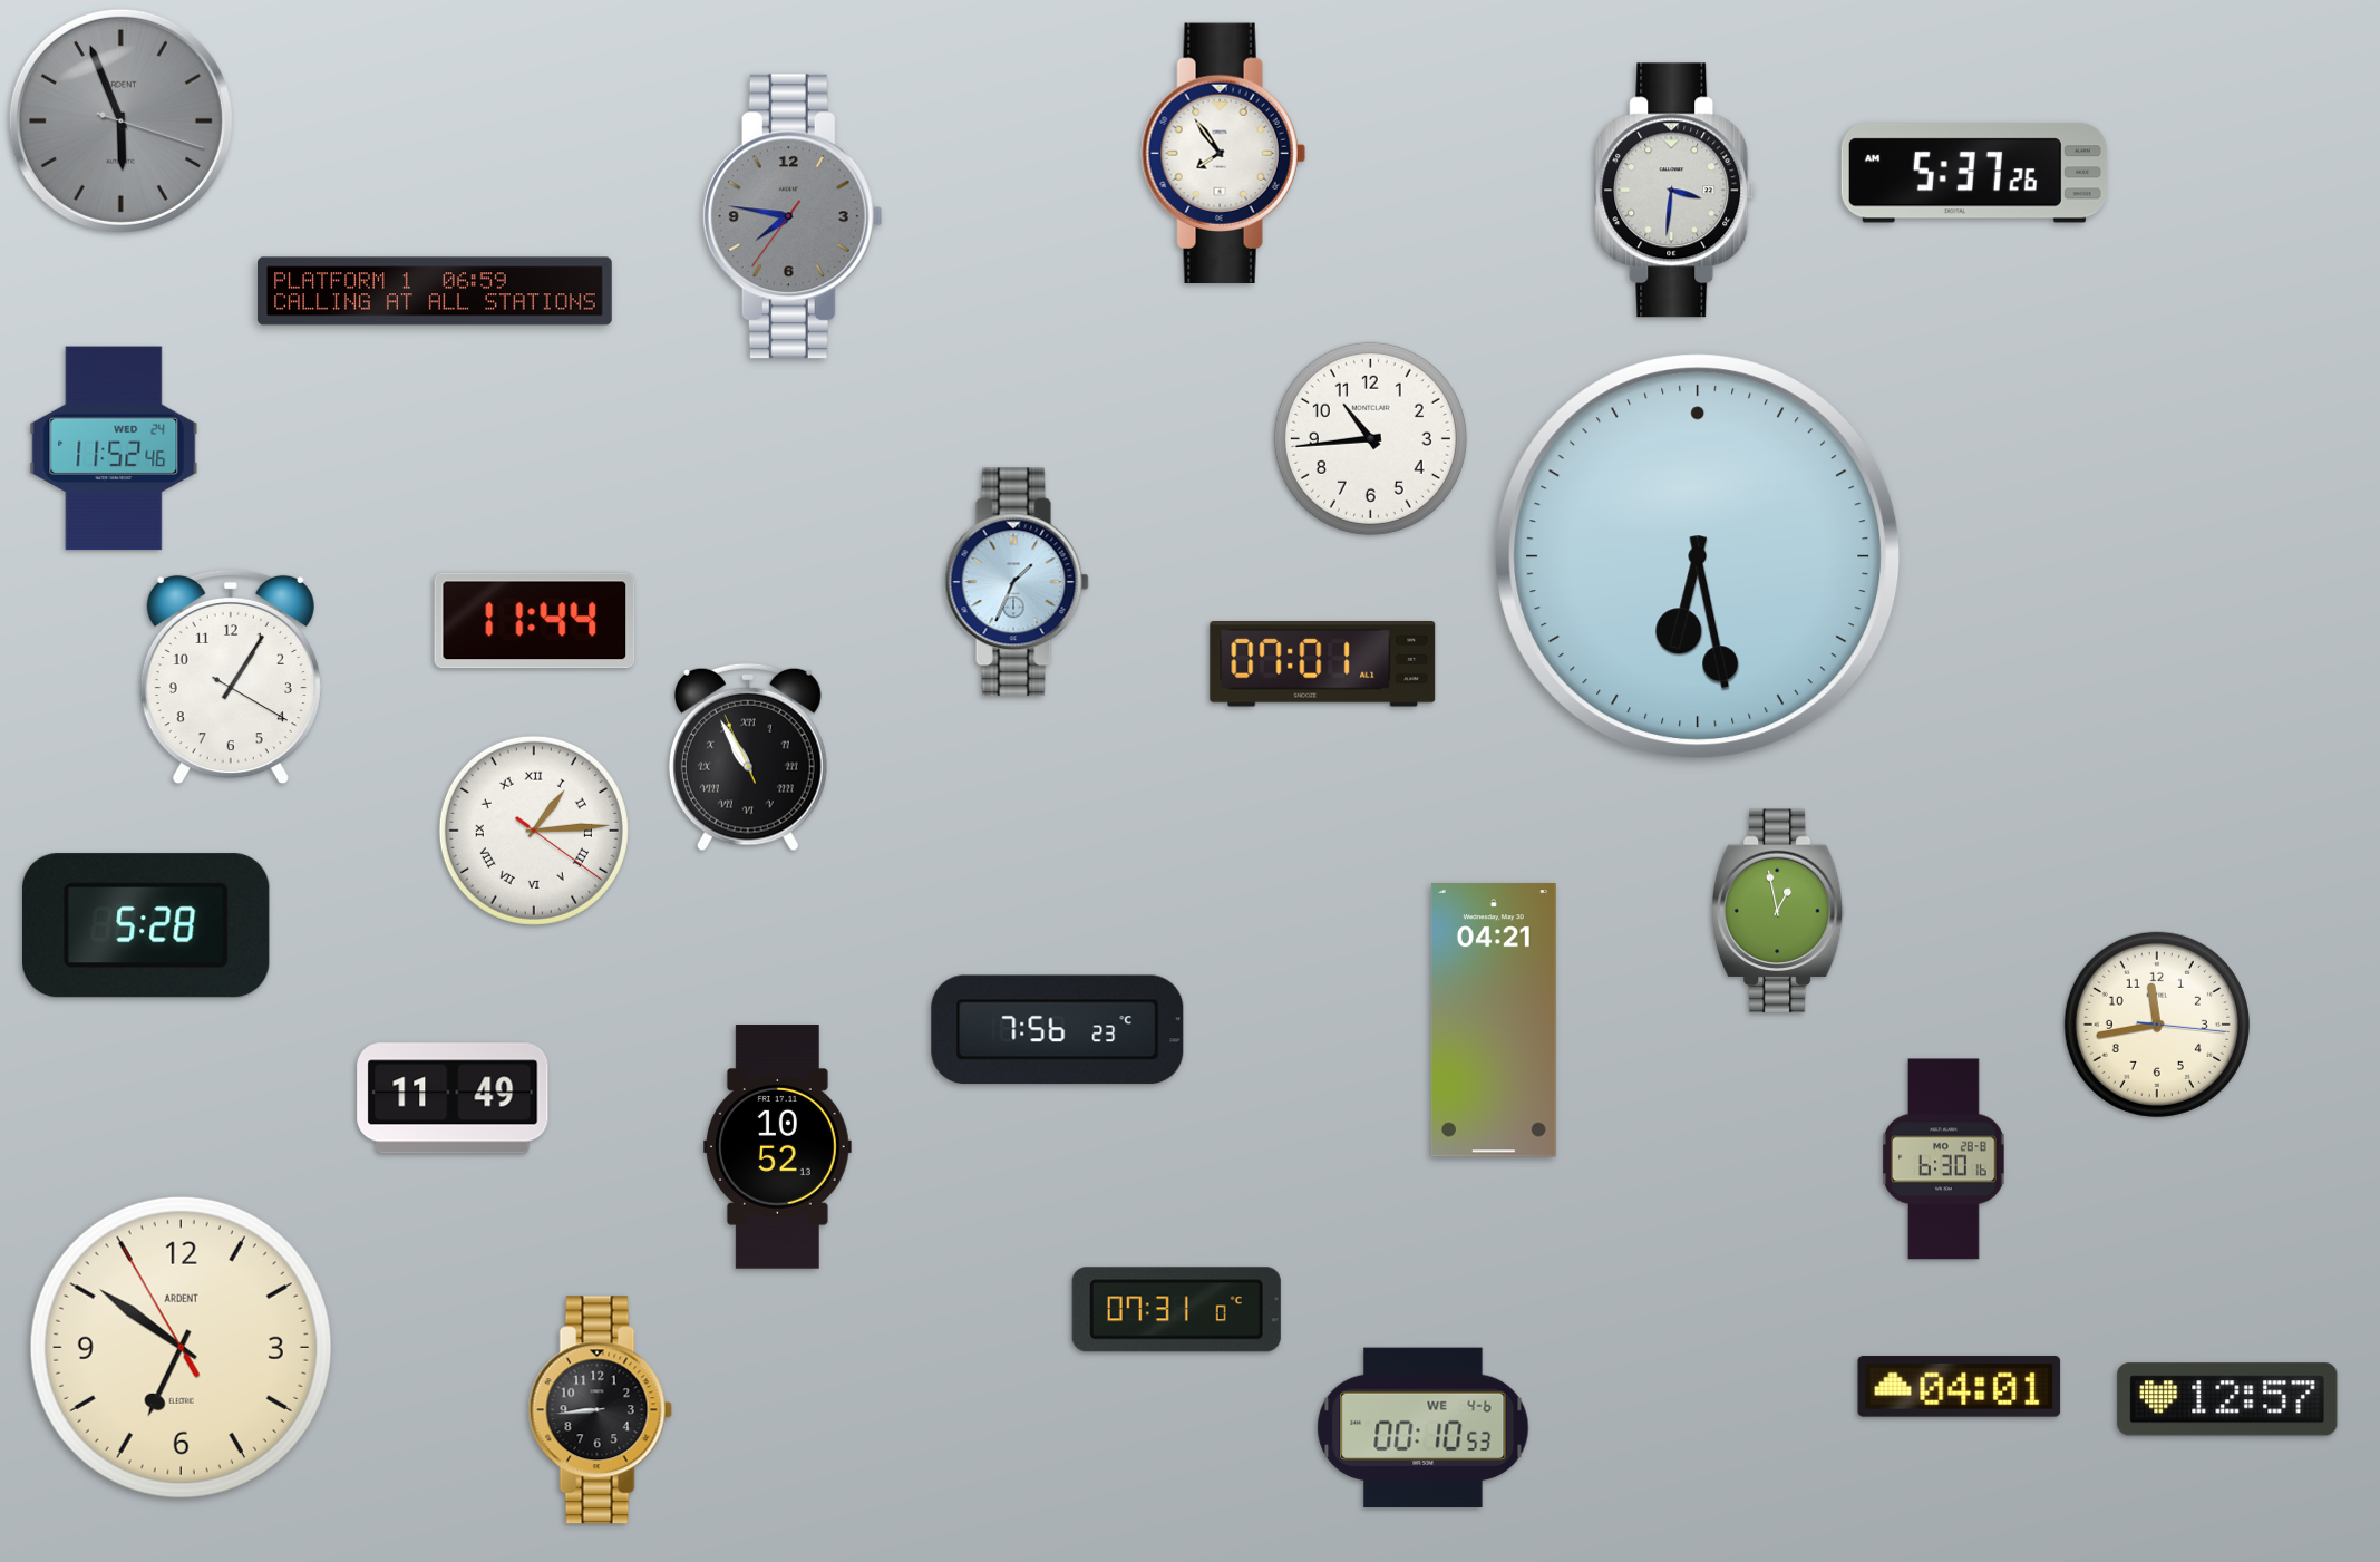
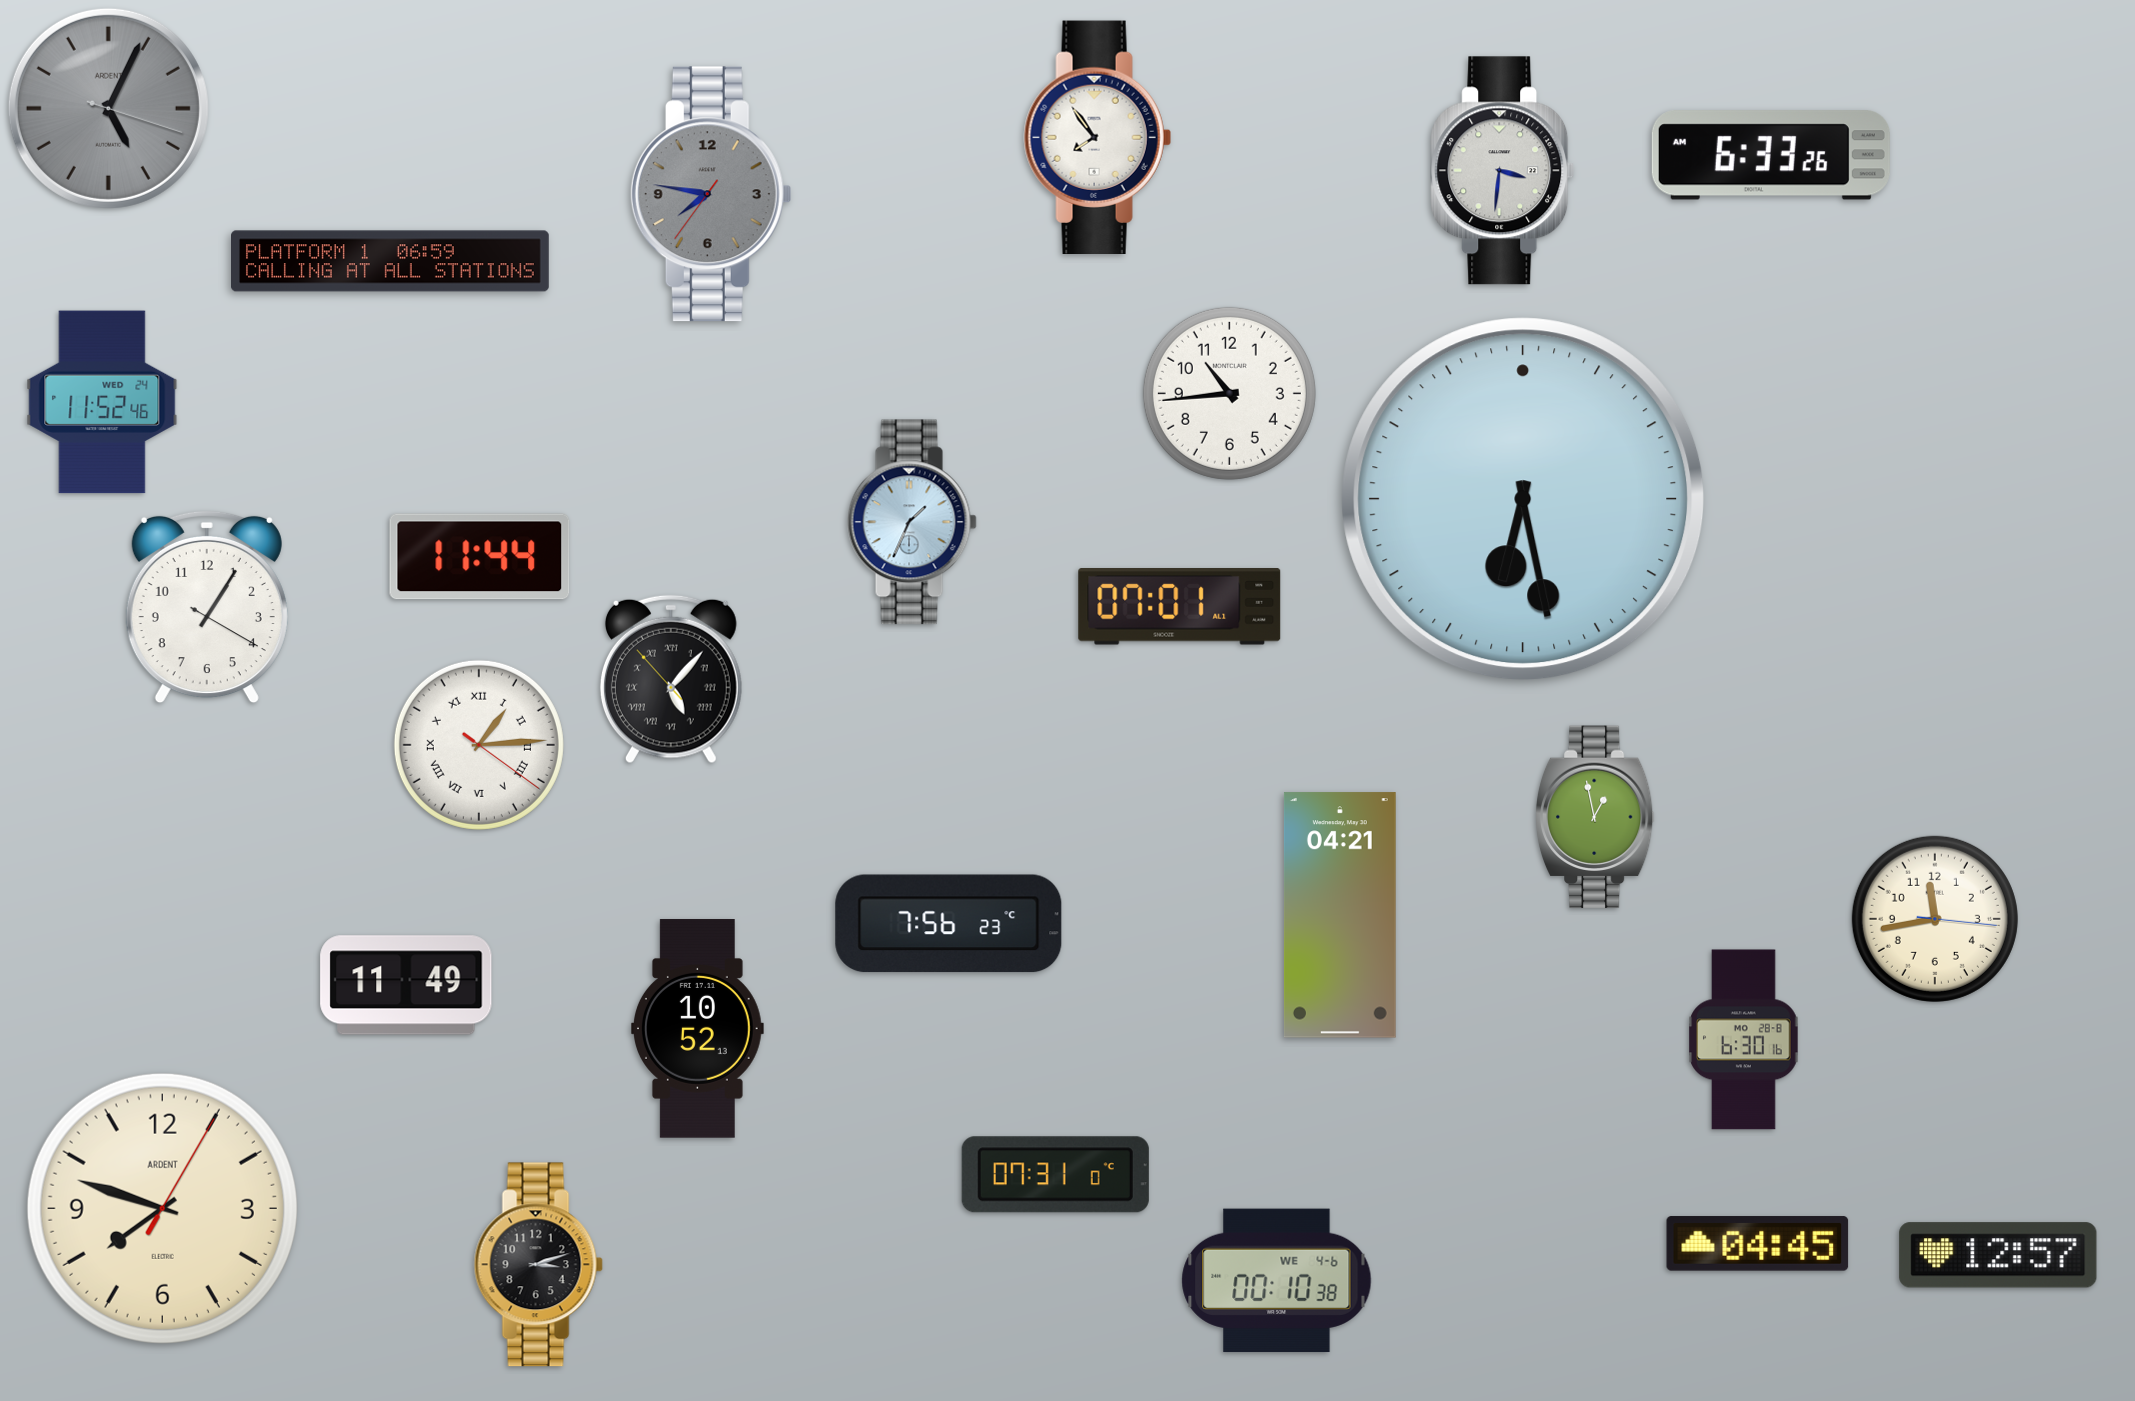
clock at (120, 120): 5:56 -> 5:04
clock at (1974, 173): 5:37 -> 6:33
clock at (1323, 664) position: (1323, 664) -> (1180, 607)
clock at (748, 757): 10:54 -> 5:06
clock at (146, 925): 5:28 -> none
clock at (181, 1347): 6:50 -> 7:48
clock at (1960, 1387): 04:01 -> 04:45
clock at (600, 1410): 8:44 -> 3:12
clock at (1424, 1428): 00:10:53 -> 00:10:38
